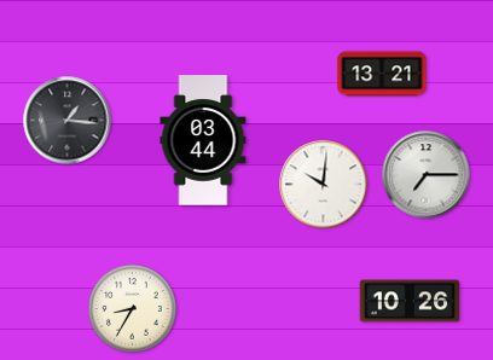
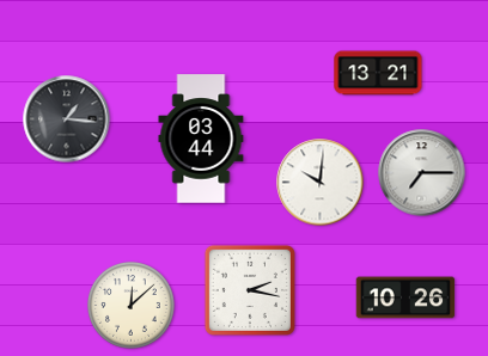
clock at (250, 290): none -> 2:17
clock at (133, 309): 8:35 -> 12:08
